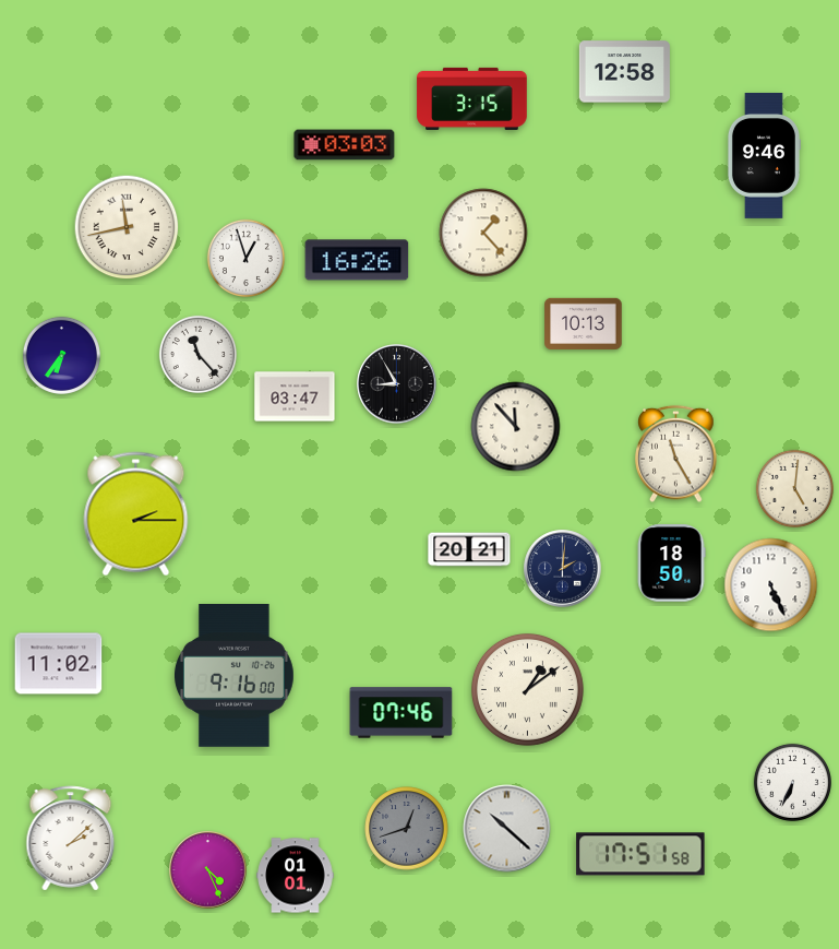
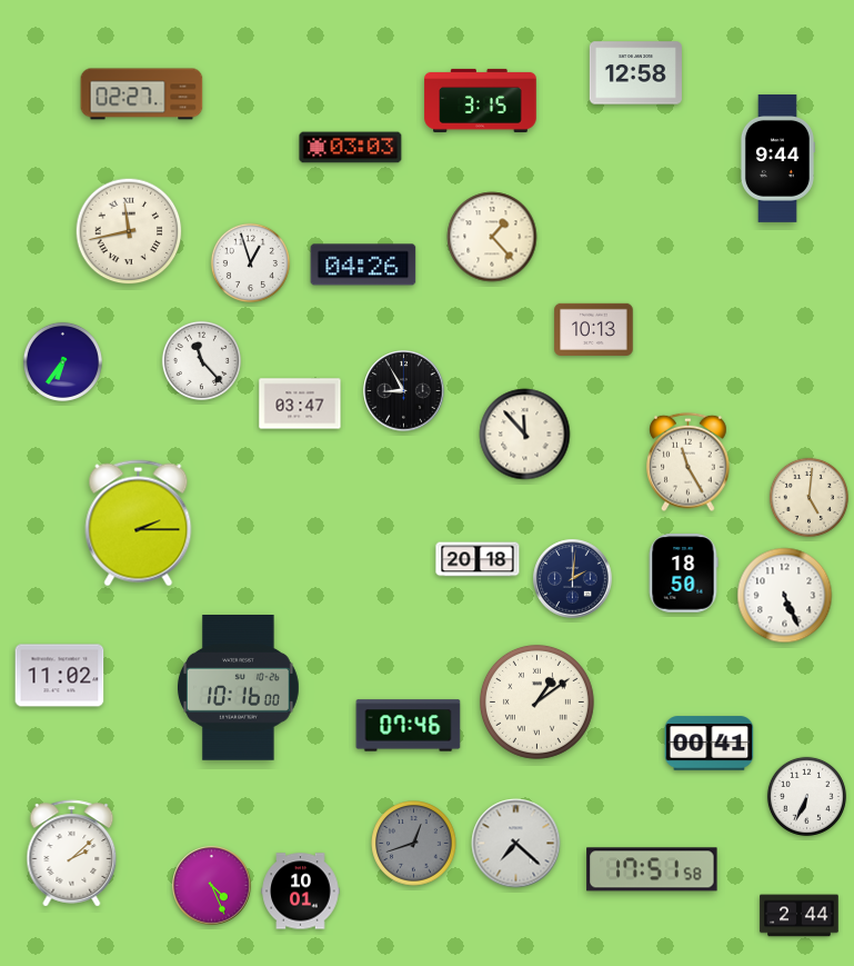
clock at (142, 94): none -> 02:27
clock at (764, 156): 9:46 -> 9:44
clock at (357, 260): 16:26 -> 04:26
clock at (469, 549): 20:21 -> 20:18
clock at (233, 676): 9:16 -> 10:16
clock at (710, 744): none -> 00:41
clock at (507, 829): 10:22 -> 7:22
clock at (296, 876): 01:01 -> 10:01
clock at (800, 916): none -> 2:44
